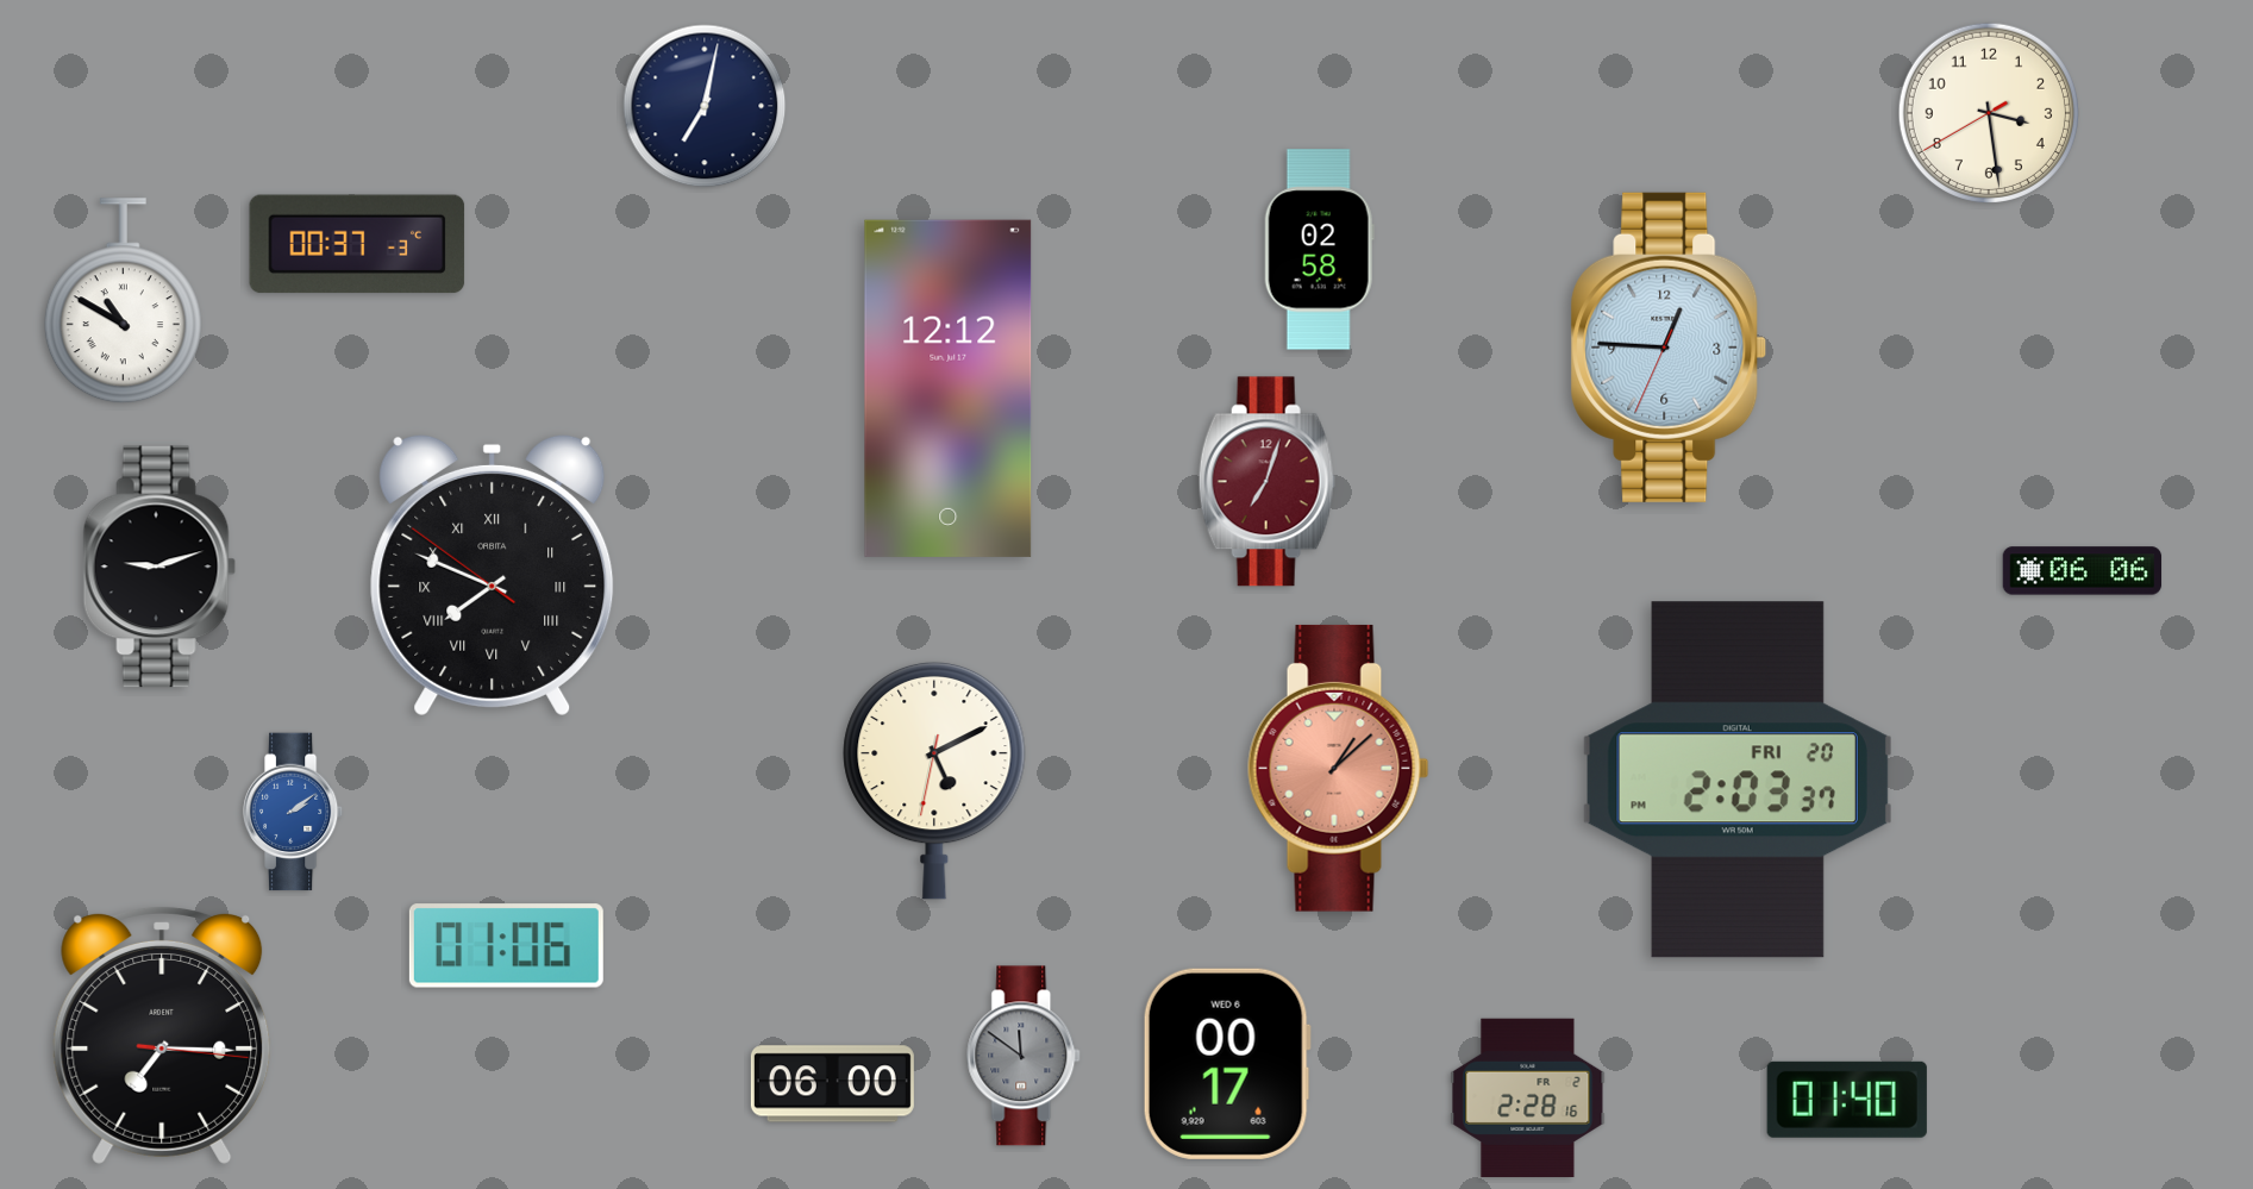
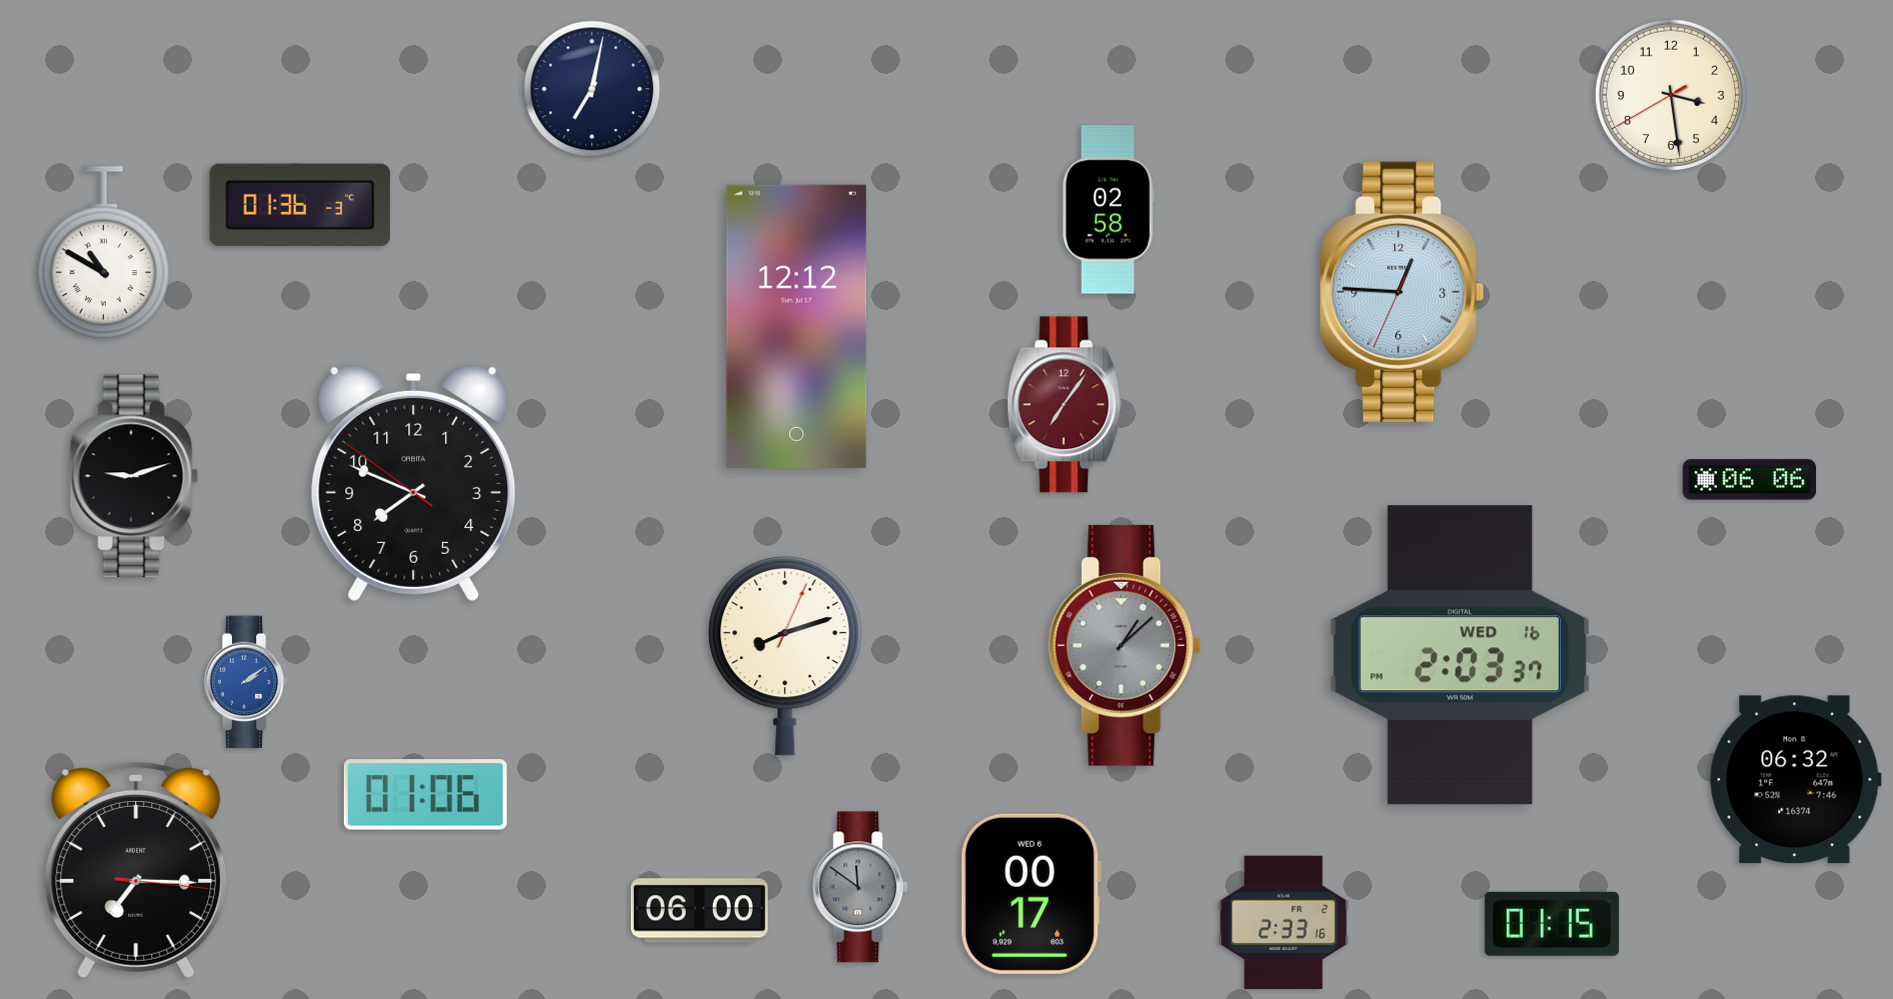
clock at (357, 244): 00:37 -> 01:36
clock at (1266, 482): 7:03 -> 7:06
clock at (493, 575) numerals: Roman -> Arabic
clock at (1339, 768) dial: salmon -> grey
clock at (1738, 780) date: FRI 20 -> WED 16
clock at (934, 781): 5:10 -> 8:12
clock at (1796, 780): none -> 06:32
clock at (1528, 1097): 2:28 -> 2:33
clock at (1847, 1100): 01:40 -> 01:15
